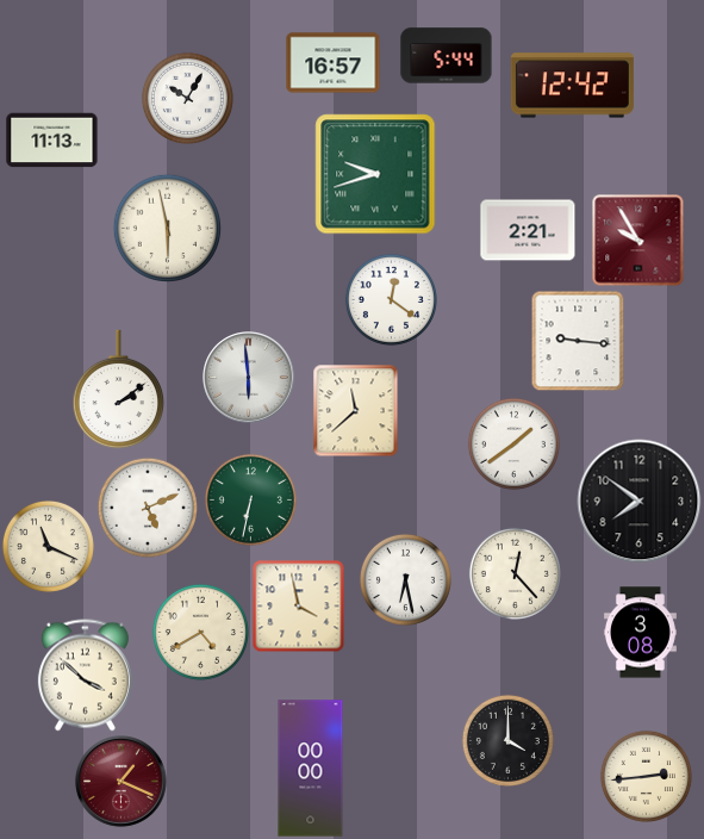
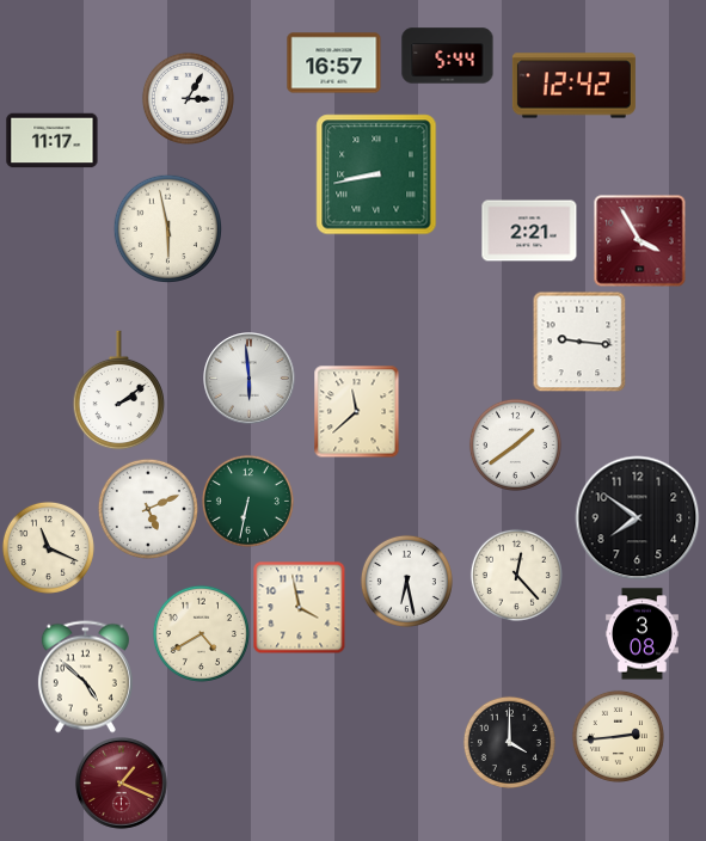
clock at (187, 98): 10:05 -> 3:05
clock at (52, 141): 11:13 -> 11:17
clock at (375, 174): 9:42 -> 8:43
clock at (638, 241): 9:55 -> 3:55
clock at (391, 299): 12:21 -> none
clock at (250, 499) position: (250, 499) -> (247, 501)
clock at (640, 502) position: (640, 502) -> (638, 518)
clock at (85, 676): 3:52 -> 4:52
clock at (311, 769): 00:00 -> none
clock at (646, 776) position: (646, 776) -> (618, 736)
